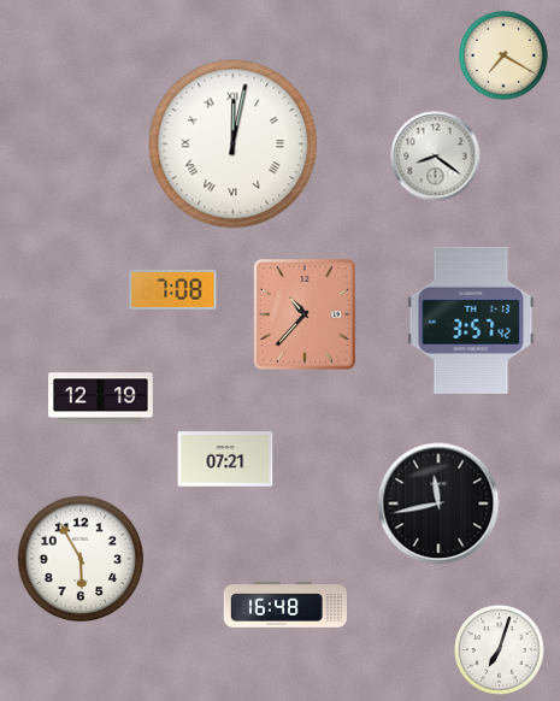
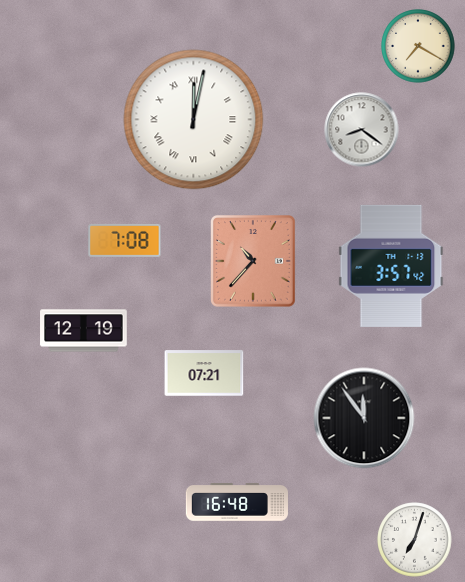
clock at (173, 289) position: (173, 289) -> (125, 240)
clock at (225, 459) position: (225, 459) -> (204, 373)
clock at (438, 503): 11:43 -> 11:54
clock at (81, 559): 5:55 -> none
